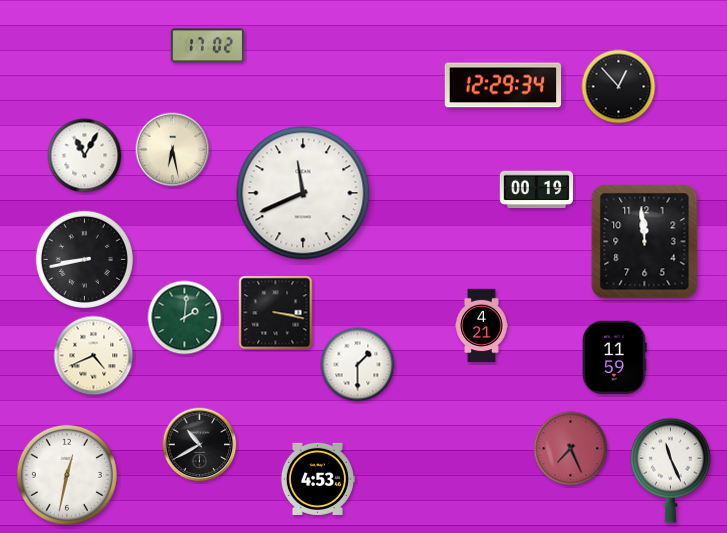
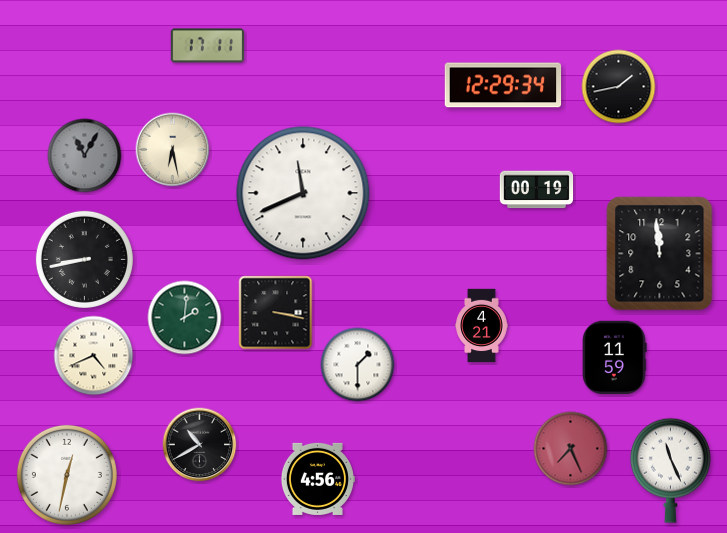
clock at (208, 46): 17:02 -> 17:11
clock at (619, 87): 12:53 -> 1:43
clock at (85, 156) dial: white -> grey
clock at (645, 242) position: (645, 242) -> (660, 254)
clock at (317, 479): 4:53 -> 4:56
